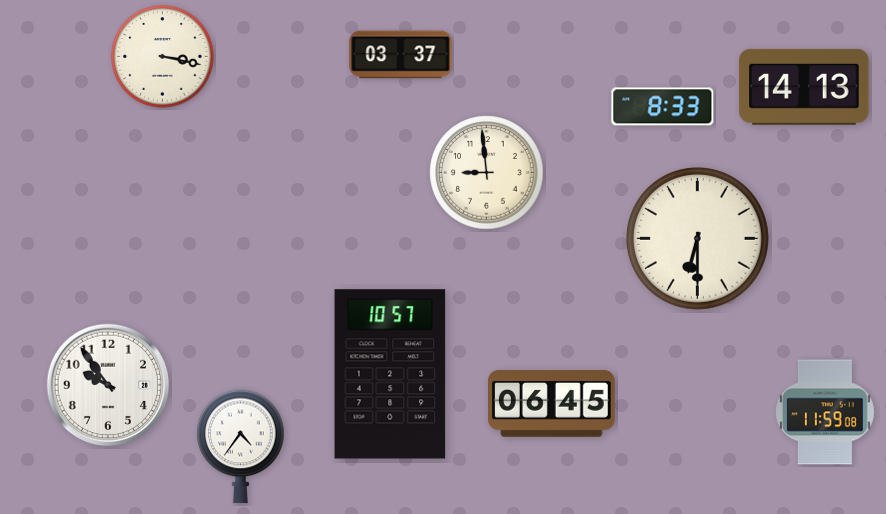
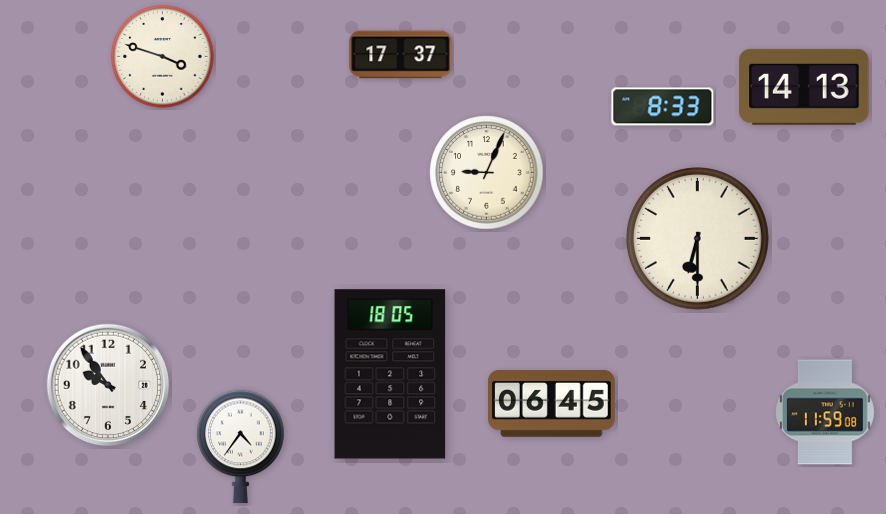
clock at (401, 55): 03:37 -> 17:37
clock at (163, 57): 3:17 -> 3:48
clock at (487, 173): 8:59 -> 9:04
clock at (390, 374): 10:57 -> 18:05
